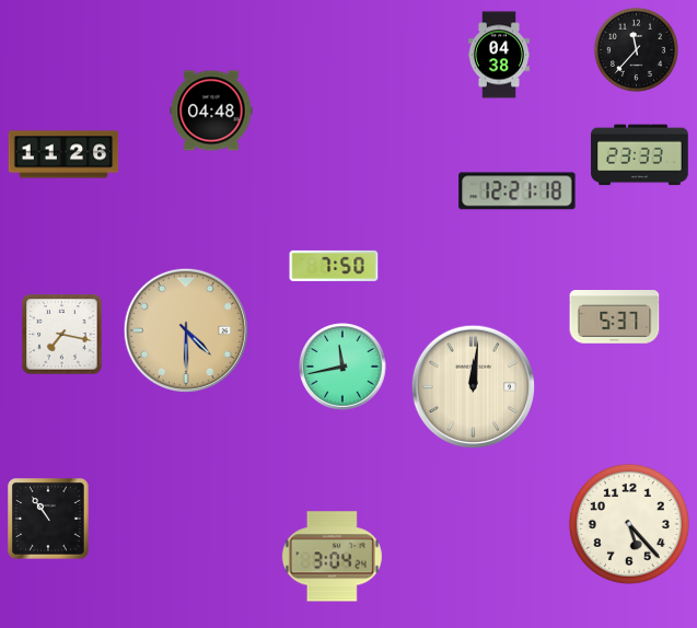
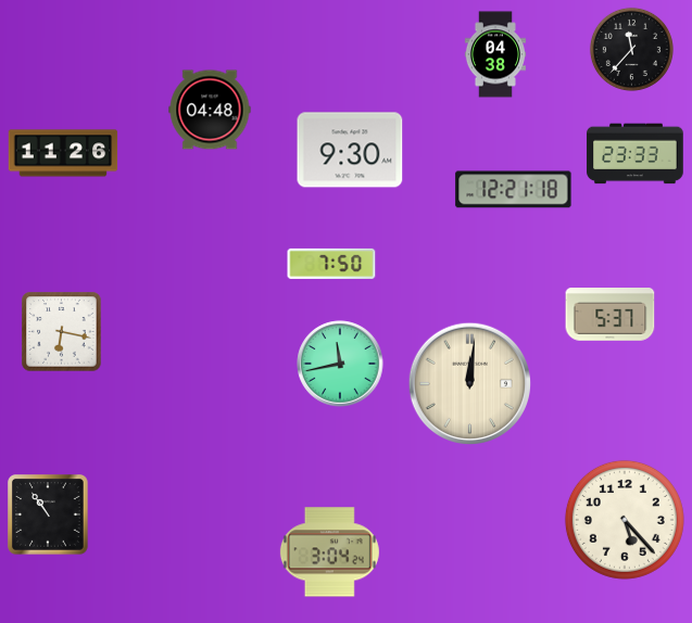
clock at (350, 150): none -> 9:30
clock at (185, 329): 4:30 -> none
clock at (62, 335): 7:17 -> 6:17
